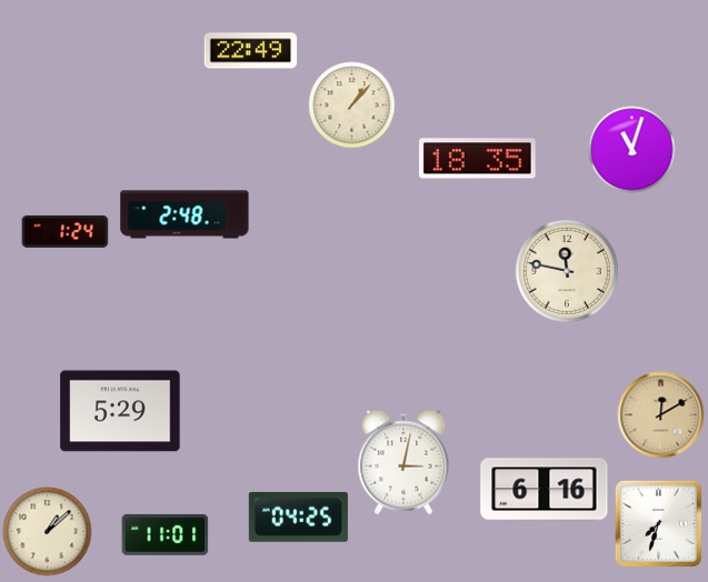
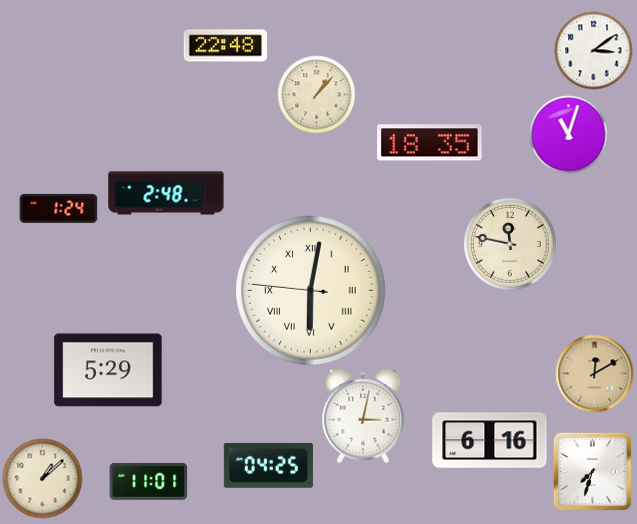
clock at (250, 51): 22:49 -> 22:48
clock at (593, 50): none -> 3:09
clock at (311, 291): none -> 6:01
